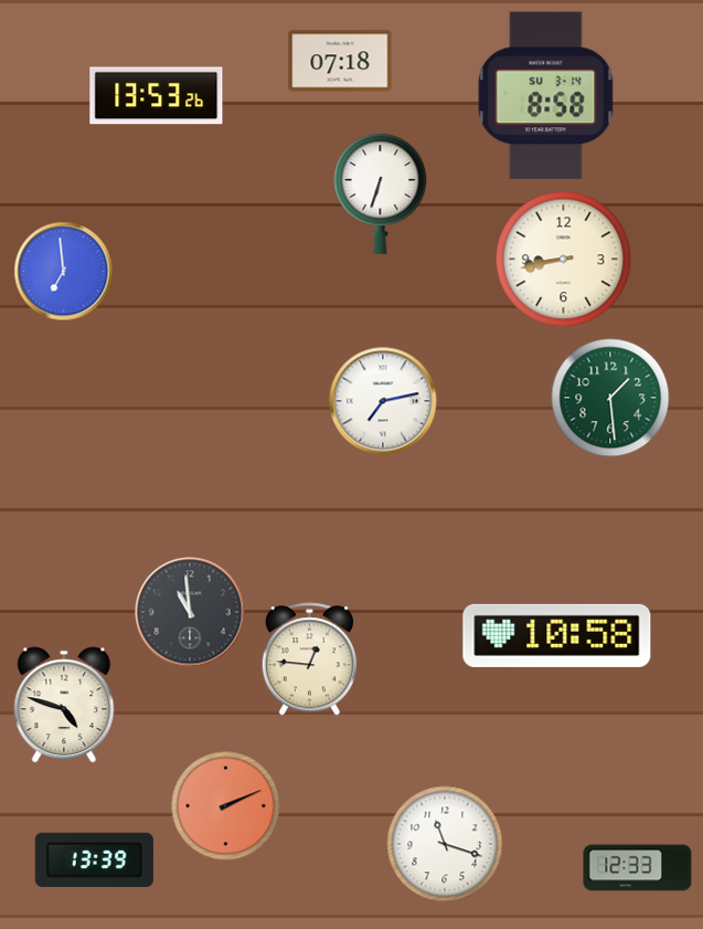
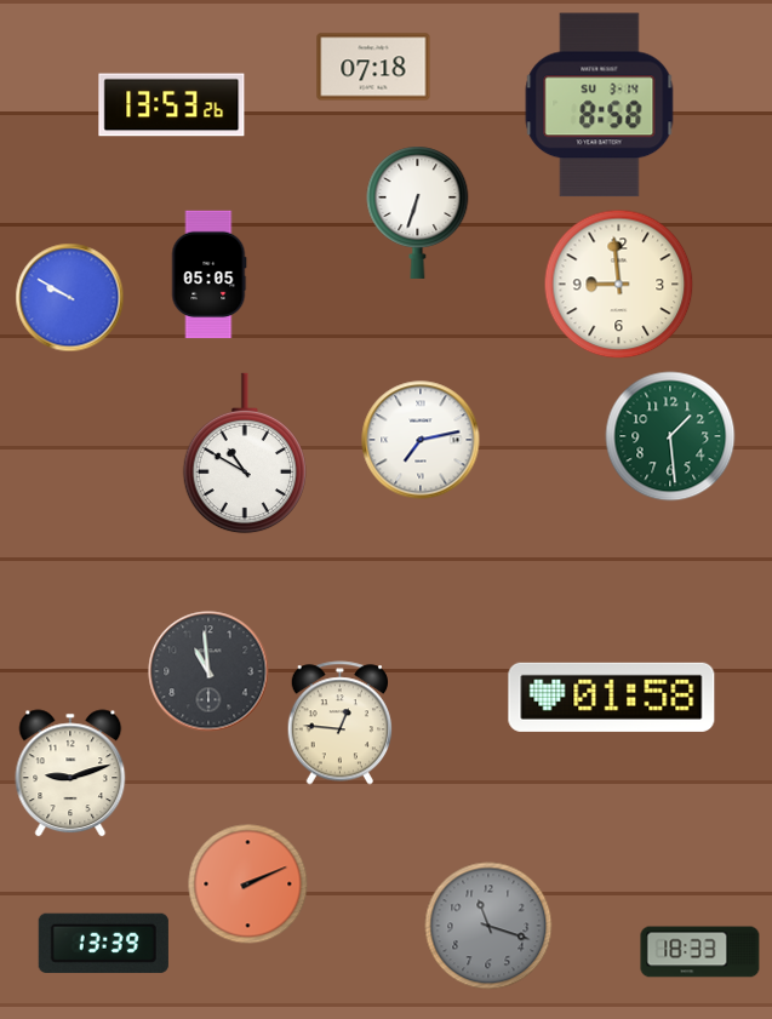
clock at (208, 275): none -> 05:05
clock at (564, 260): 8:43 -> 8:59
clock at (64, 272): 6:59 -> 9:50
clock at (244, 453): none -> 10:50
clock at (557, 635): 10:58 -> 01:58
clock at (64, 705): 4:48 -> 9:12
clock at (445, 844) dial: white -> grey
clock at (638, 868): 12:33 -> 18:33
